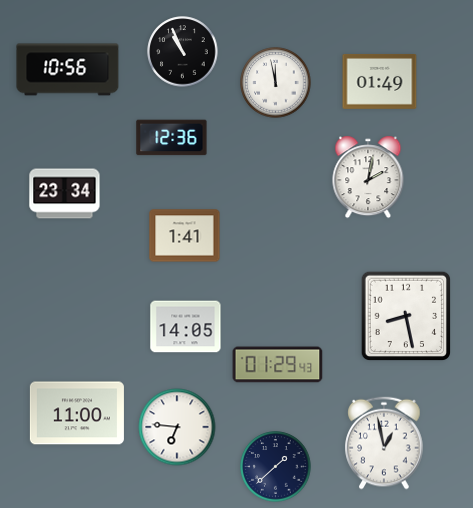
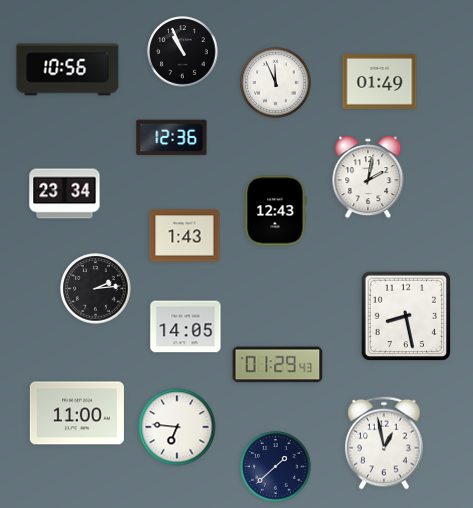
clock at (276, 83): 11:58 -> 11:56
clock at (275, 211): none -> 12:43
clock at (185, 236): 1:41 -> 1:43
clock at (96, 289): none -> 2:14
